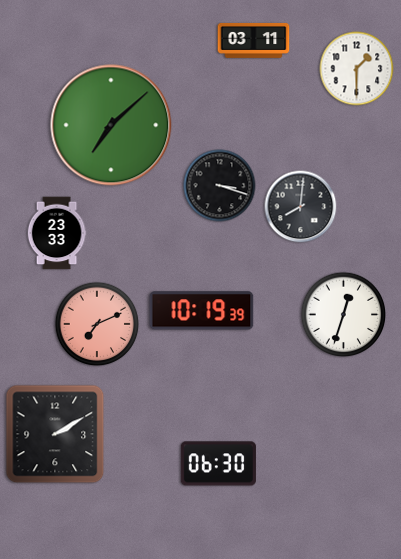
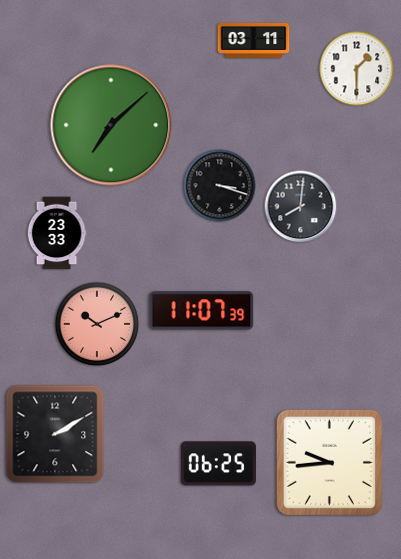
clock at (202, 311): 10:19 -> 11:07
clock at (344, 315): 12:33 -> none
clock at (97, 324): 7:11 -> 10:11
clock at (329, 462): none -> 9:44
clock at (218, 464): 06:30 -> 06:25
